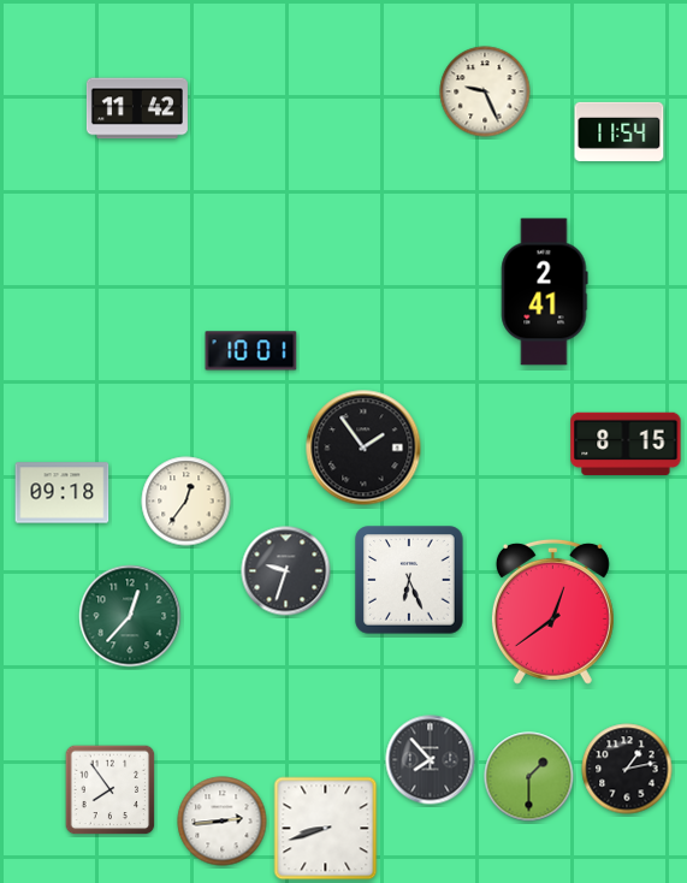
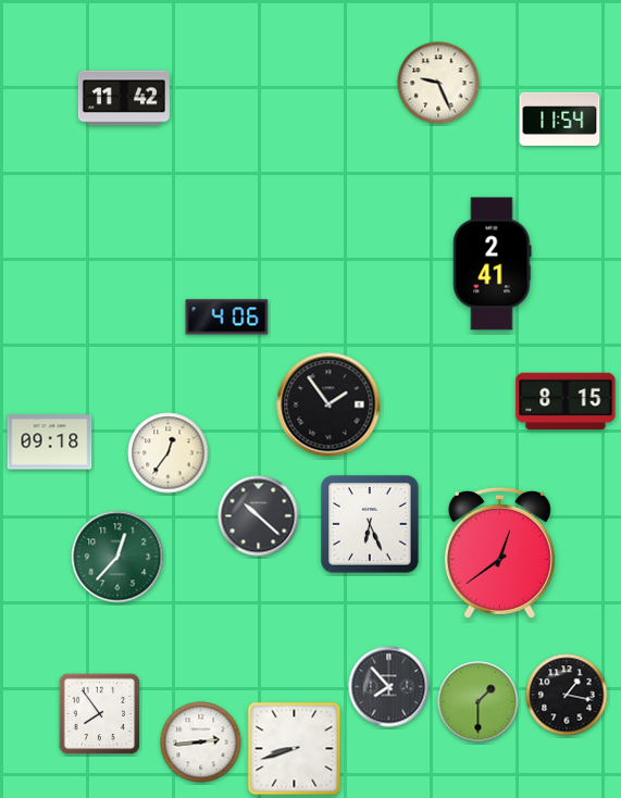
clock at (251, 351): 10:01 -> 4:06
clock at (63, 493) position: (63, 493) -> (50, 442)
clock at (286, 571): 9:33 -> 10:22
clock at (627, 769): 1:13 -> 1:17
